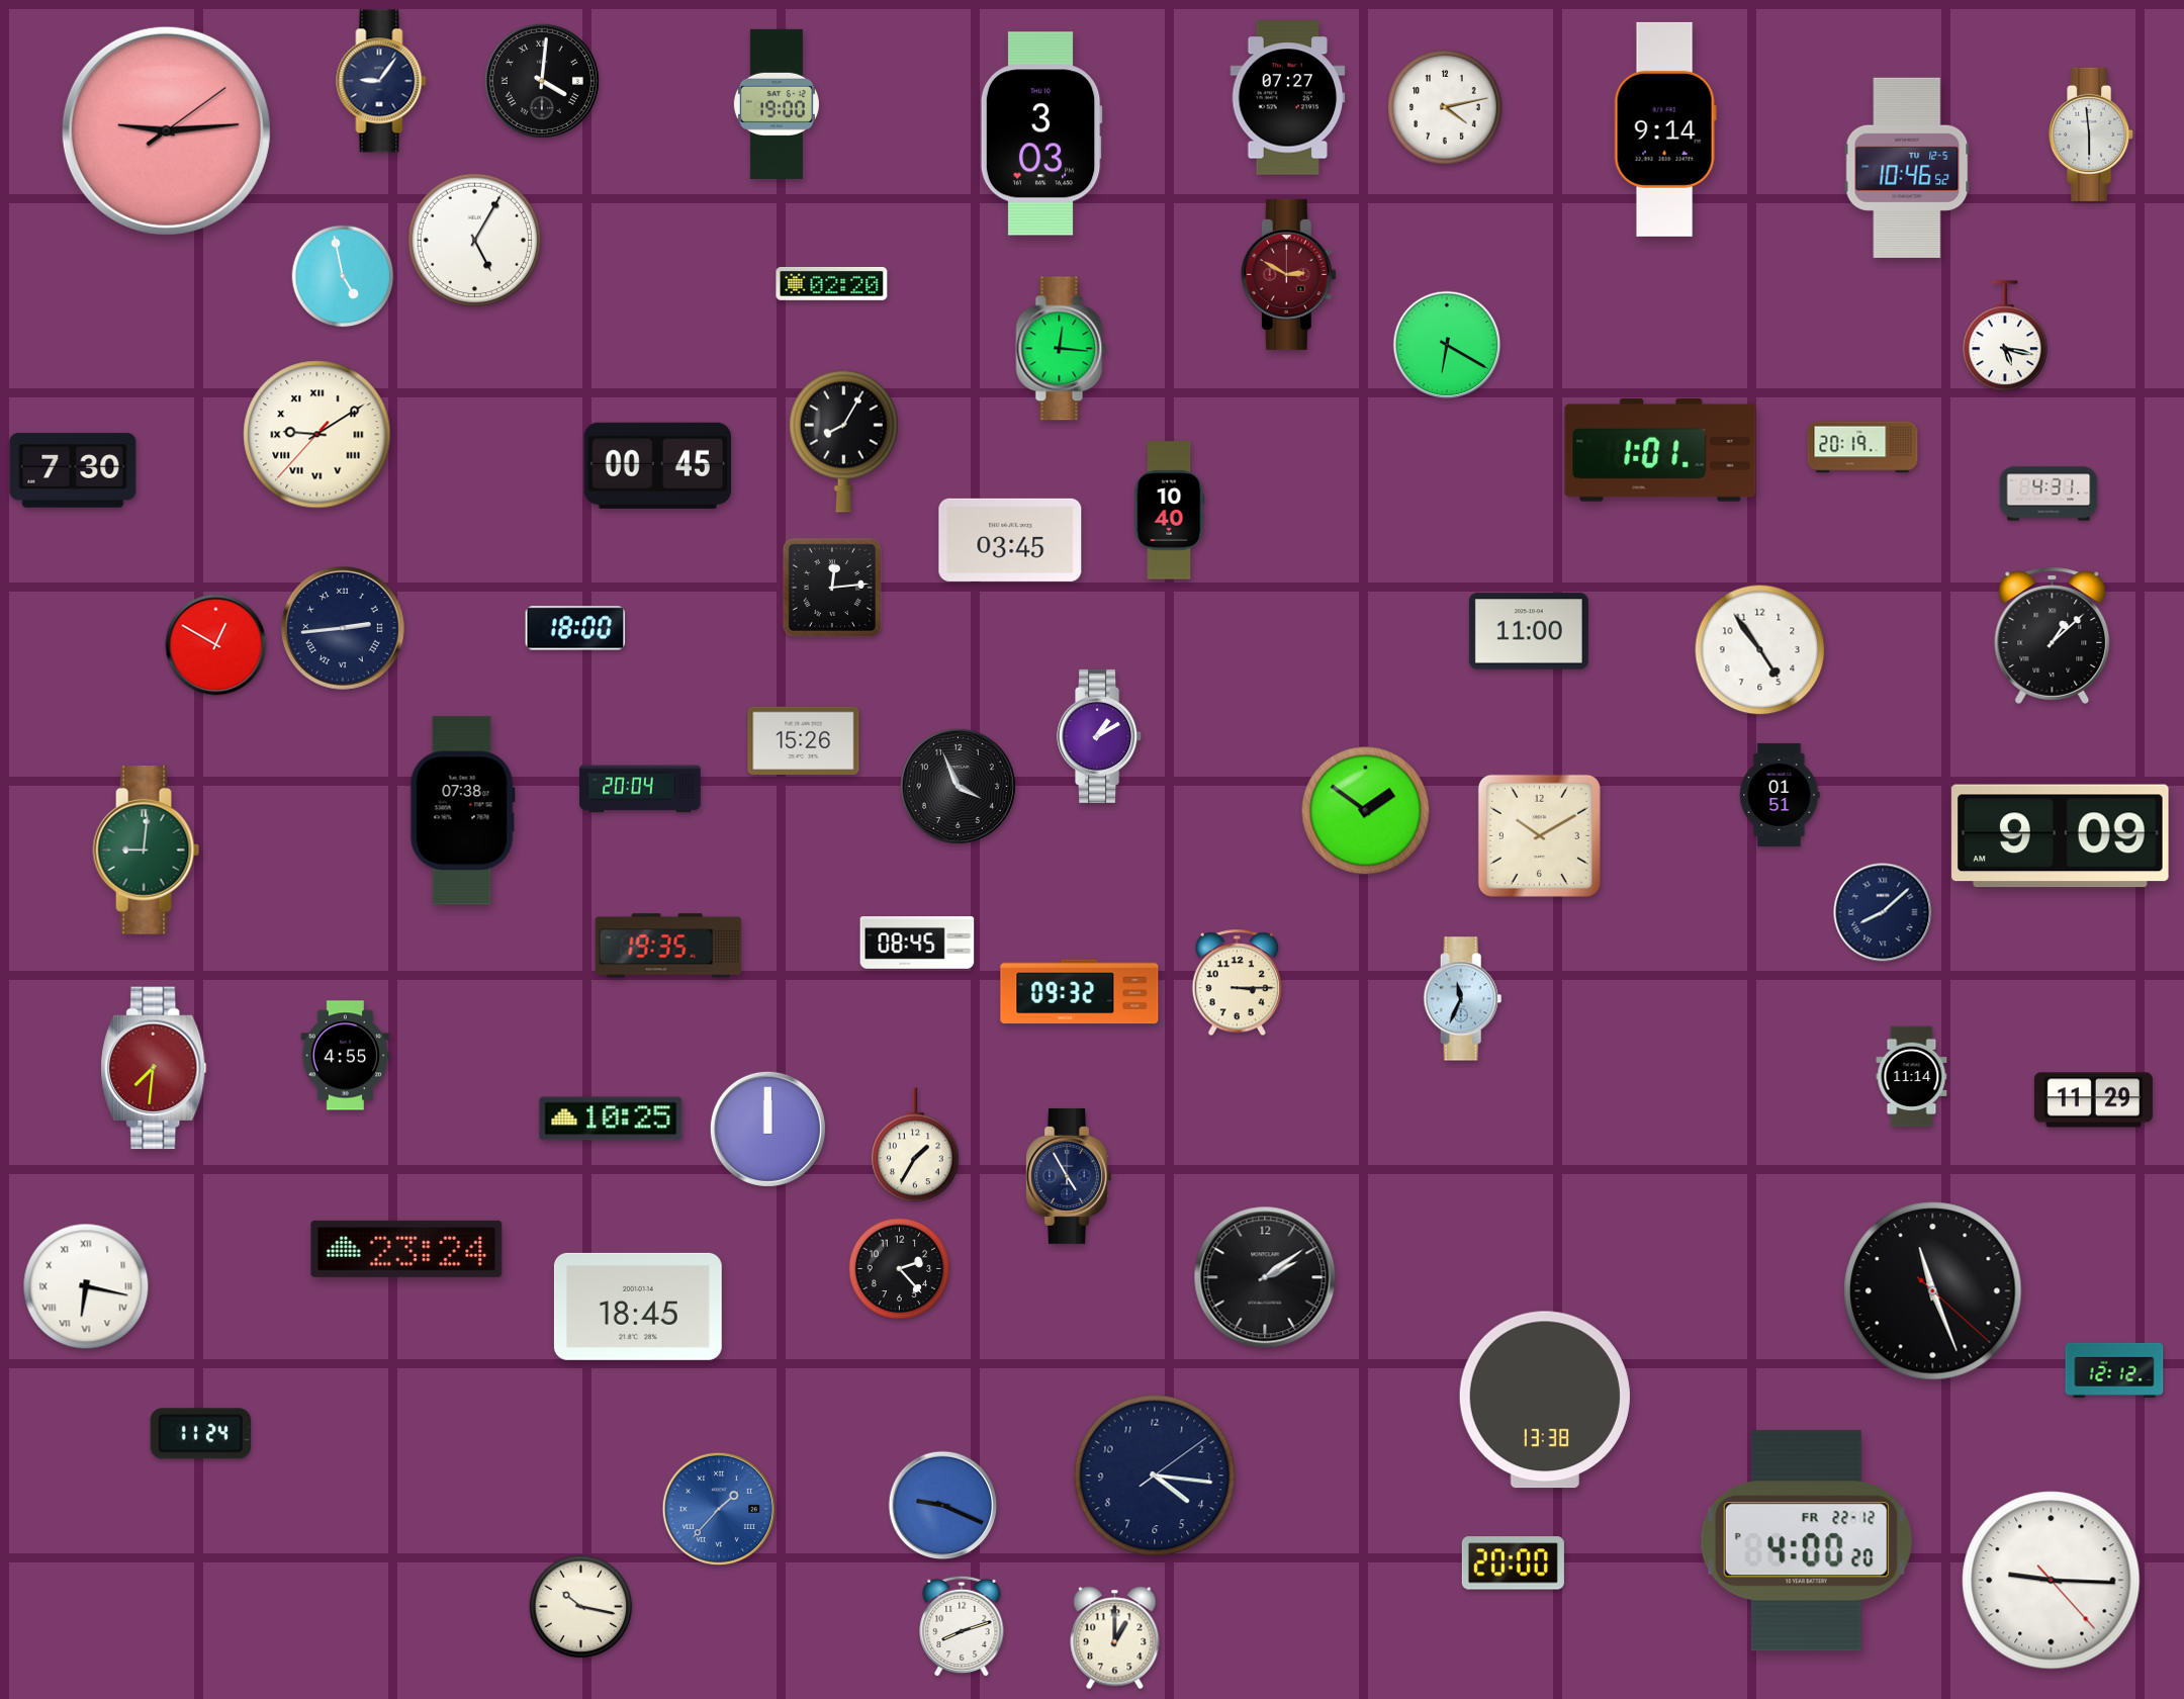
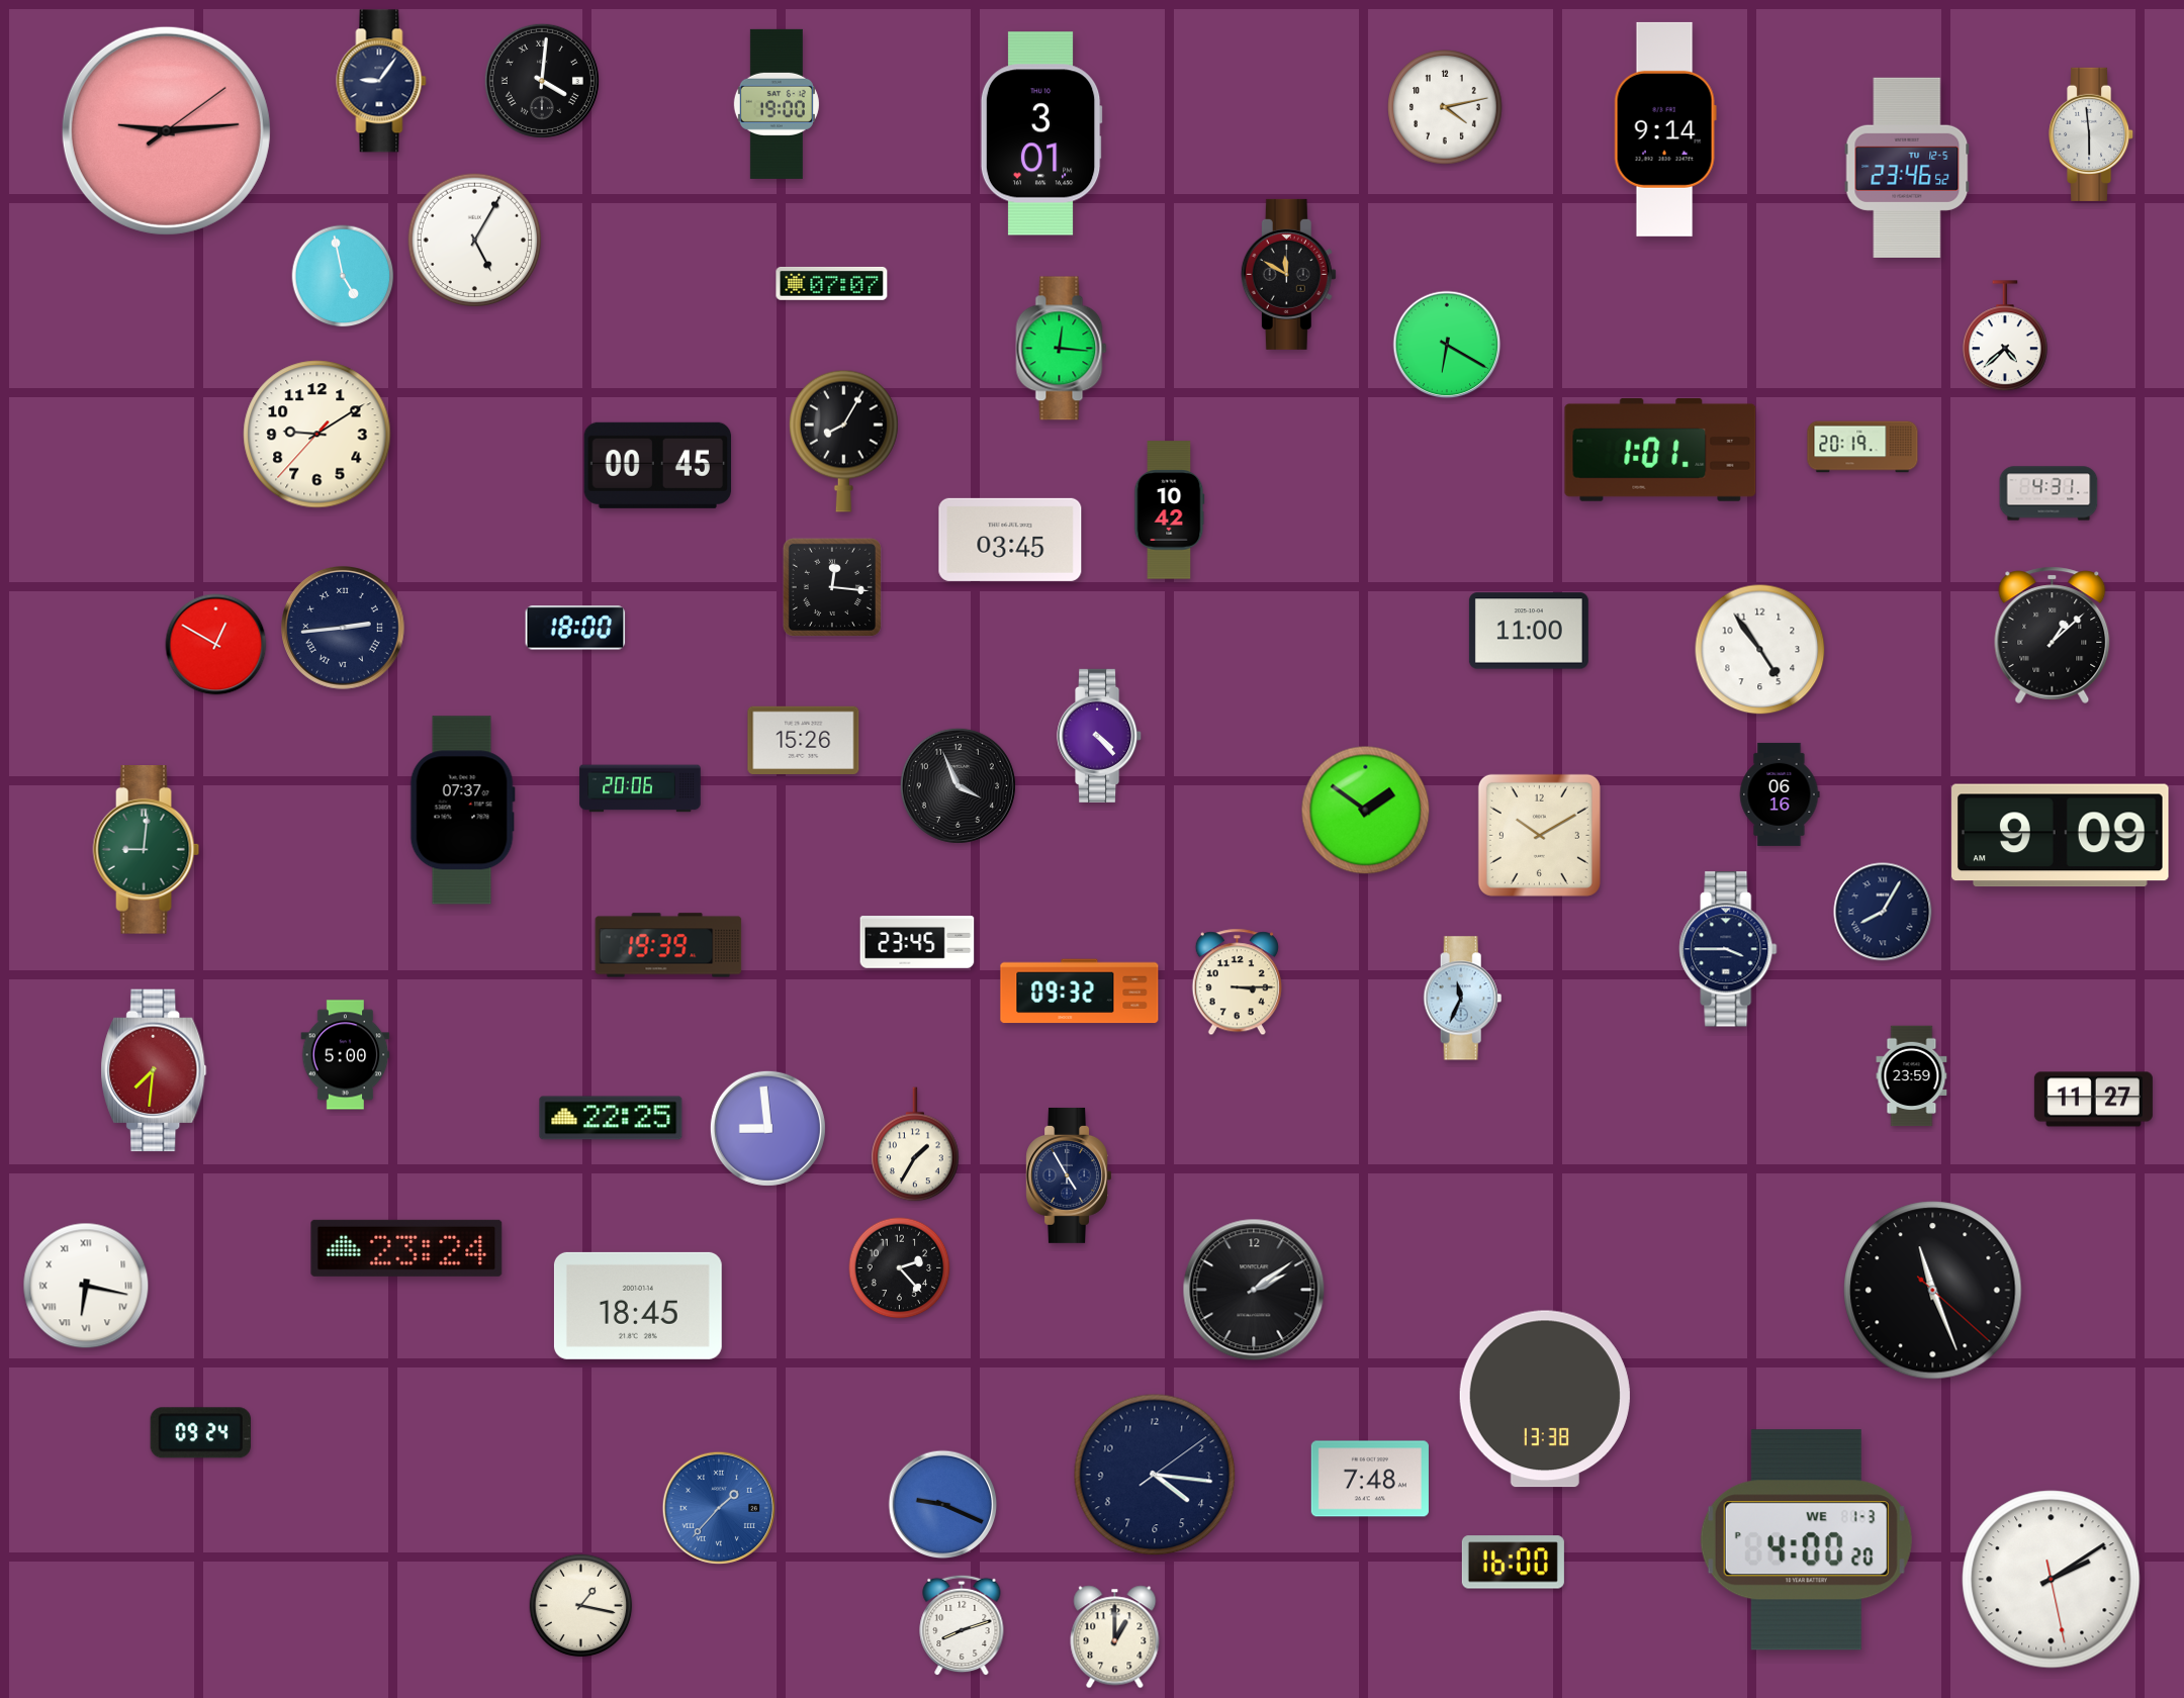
clock at (1288, 98): 07:27 -> none
clock at (1041, 133): 3:03 -> 3:01
clock at (1907, 168): 10:46 -> 23:46
clock at (1288, 274): 2:50 -> 11:50
clock at (1288, 274) dial: burgundy -> black
clock at (832, 283): 02:20 -> 07:07
clock at (2005, 337): 5:17 -> 4:38
clock at (317, 435) numerals: Roman -> Arabic
clock at (73, 470): 7:30 -> none
clock at (1170, 511): 10:40 -> 10:42
clock at (832, 588): 12:14 -> 12:16
clock at (1100, 736): 1:10 -> 4:23
clock at (640, 789): 20:04 -> 20:06
clock at (1780, 795): 01:51 -> 06:16
clock at (462, 811): 07:38 -> 07:37
clock at (1883, 912): 8:08 -> 8:05
clock at (917, 943): 08:45 -> 23:45
clock at (668, 946): 19:35 -> 19:39
clock at (1728, 949): none -> 3:45
clock at (346, 1056): 4:55 -> 5:00
clock at (154, 1068) position: (154, 1068) -> (154, 1070)
clock at (1912, 1077): 11:14 -> 23:59
clock at (2093, 1100): 11:29 -> 11:27
clock at (611, 1119): 10:25 -> 22:25
clock at (767, 1129): 12:00 -> 8:59
clock at (1265, 1277) position: (1265, 1277) -> (1254, 1290)
clock at (2114, 1370): 12:12 -> none
clock at (200, 1434): 11:24 -> 09:24
clock at (1370, 1479): none -> 7:48
clock at (1806, 1541) date: FR 22-12 -> WE 1-3
clock at (1513, 1563): 20:00 -> 16:00
clock at (2052, 1581): 9:15 -> 2:09
clock at (581, 1607): 10:17 -> 1:17
